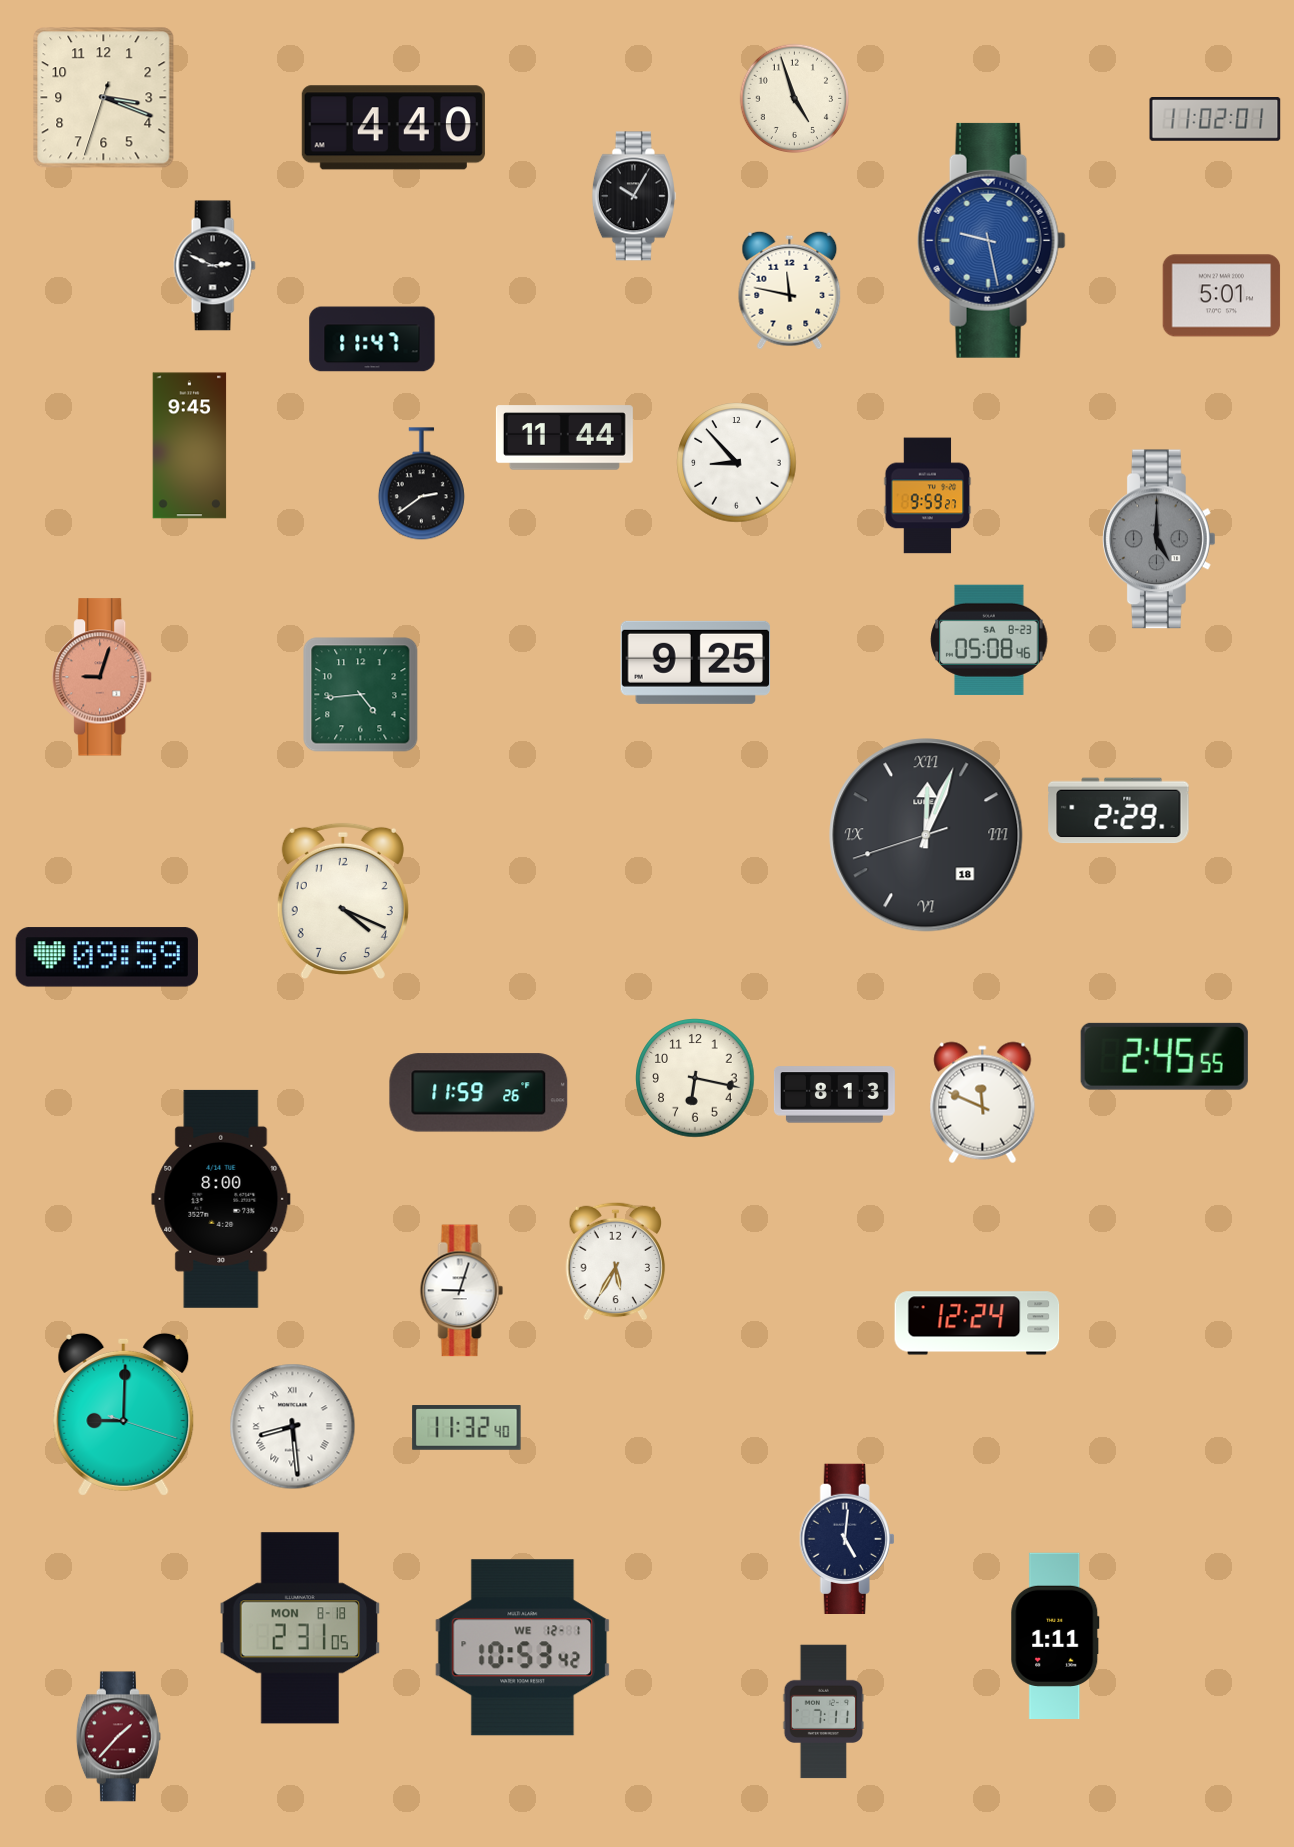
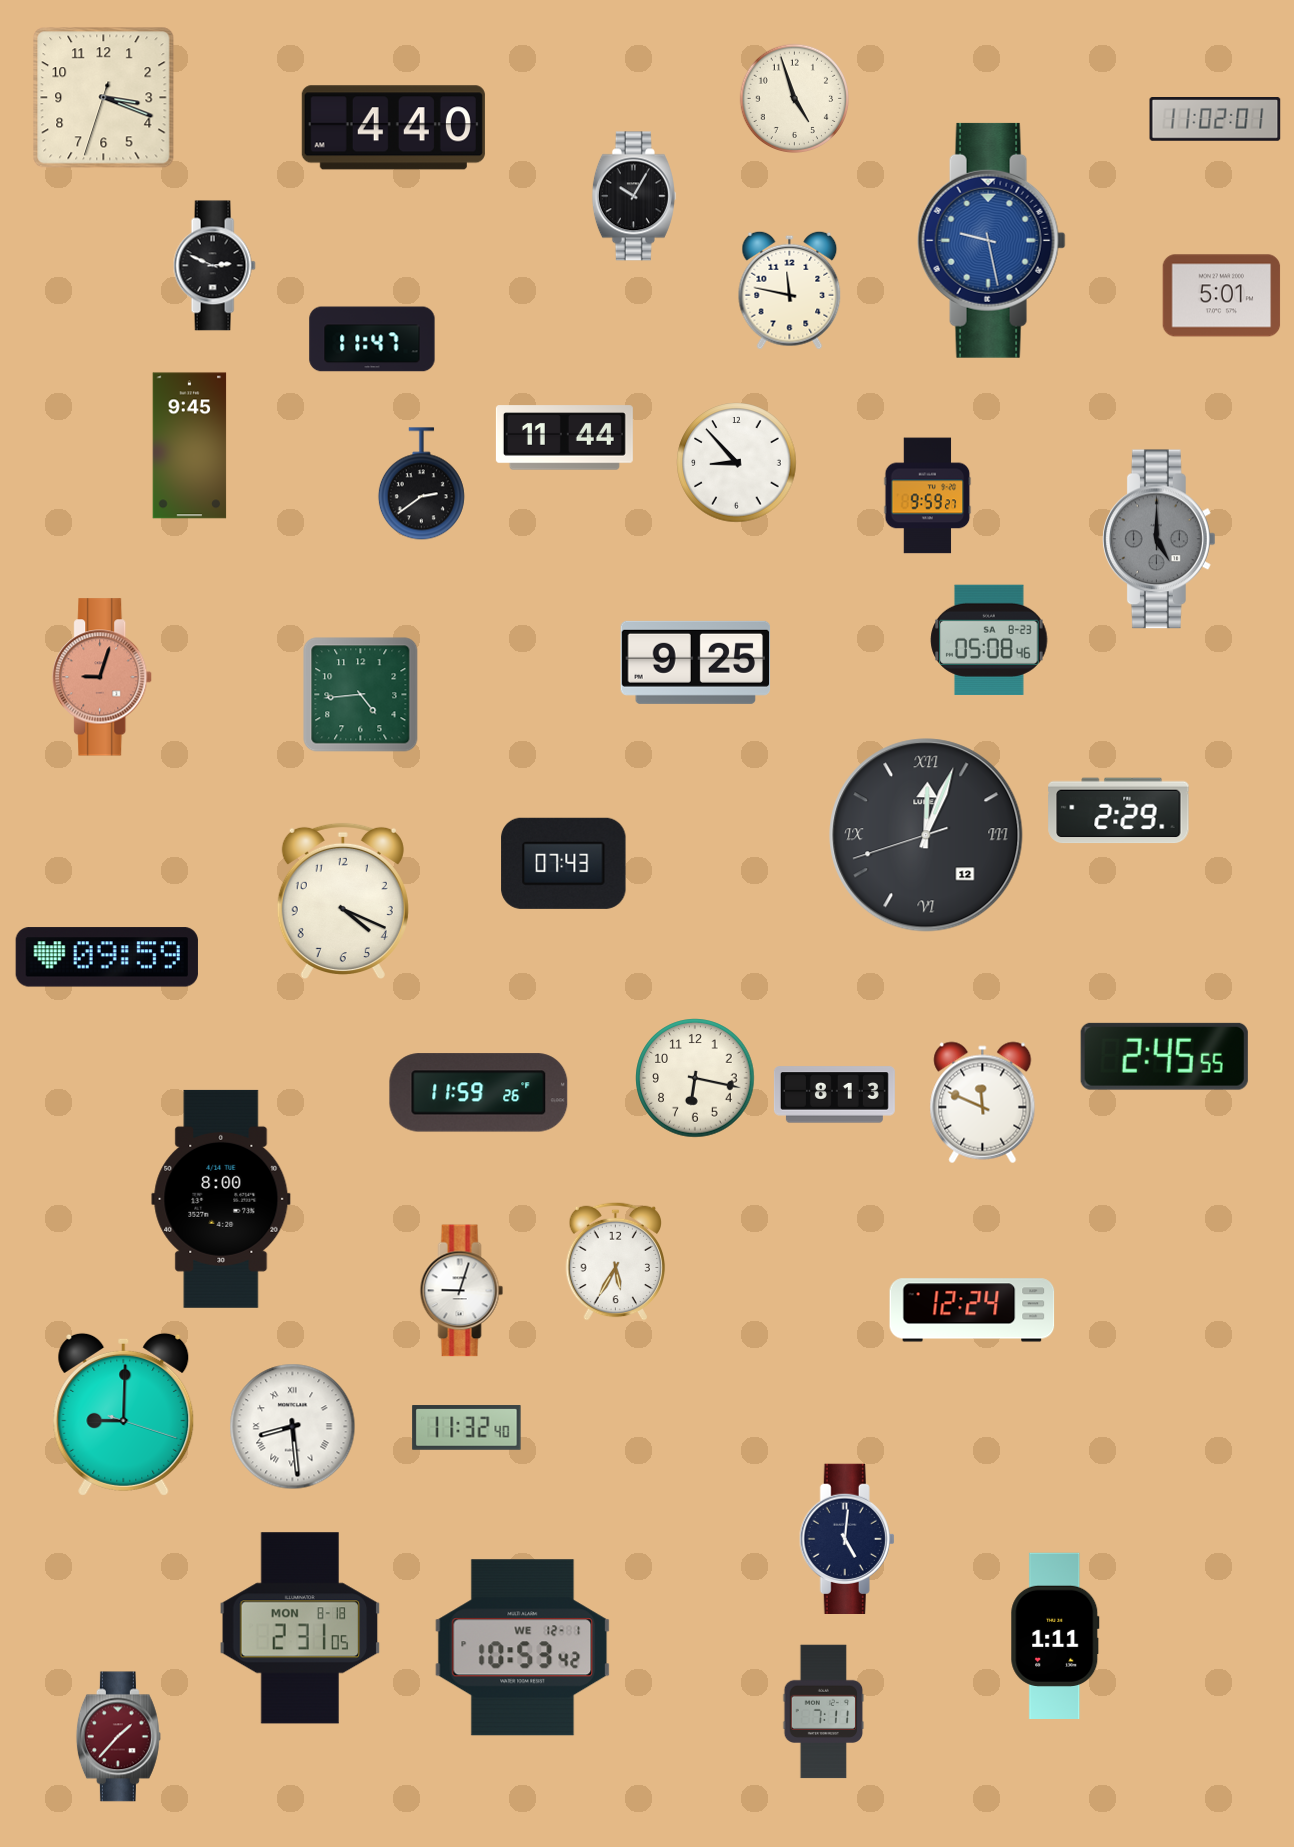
clock at (926, 835) date: 18 -> 12
clock at (564, 863): none -> 07:43
clock at (977, 1323) position: (977, 1323) -> (972, 1310)
